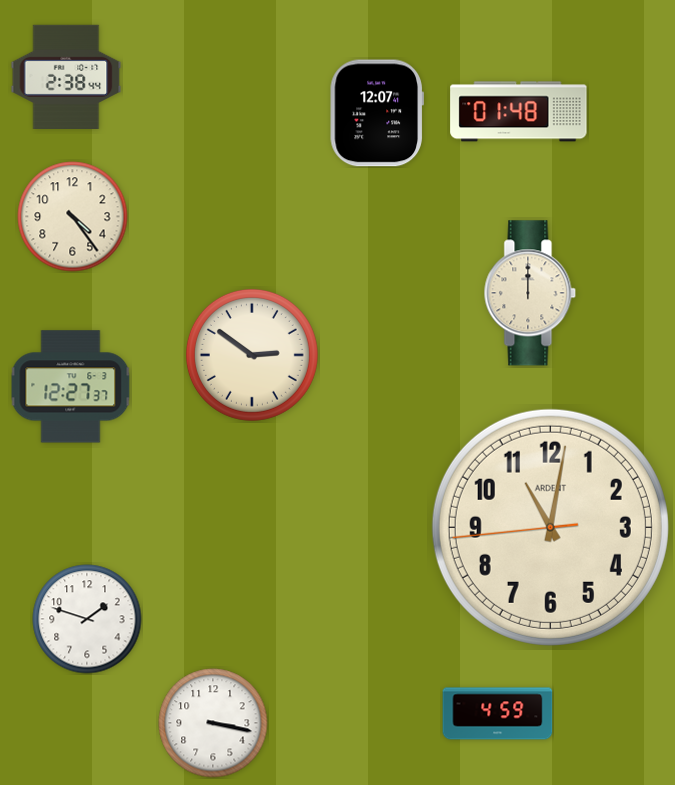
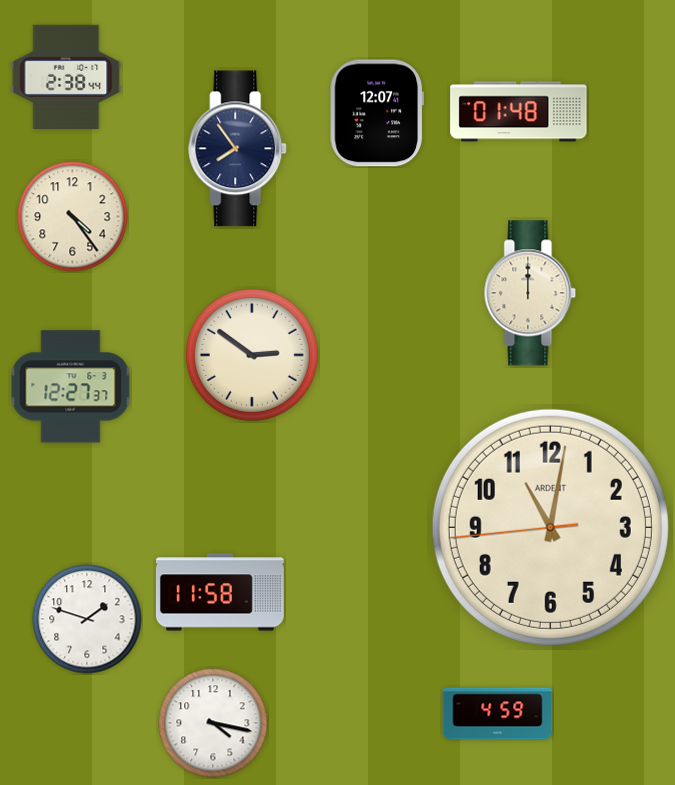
clock at (238, 149): none -> 7:54
clock at (220, 592): none -> 11:58
clock at (213, 723): 3:17 -> 4:17
